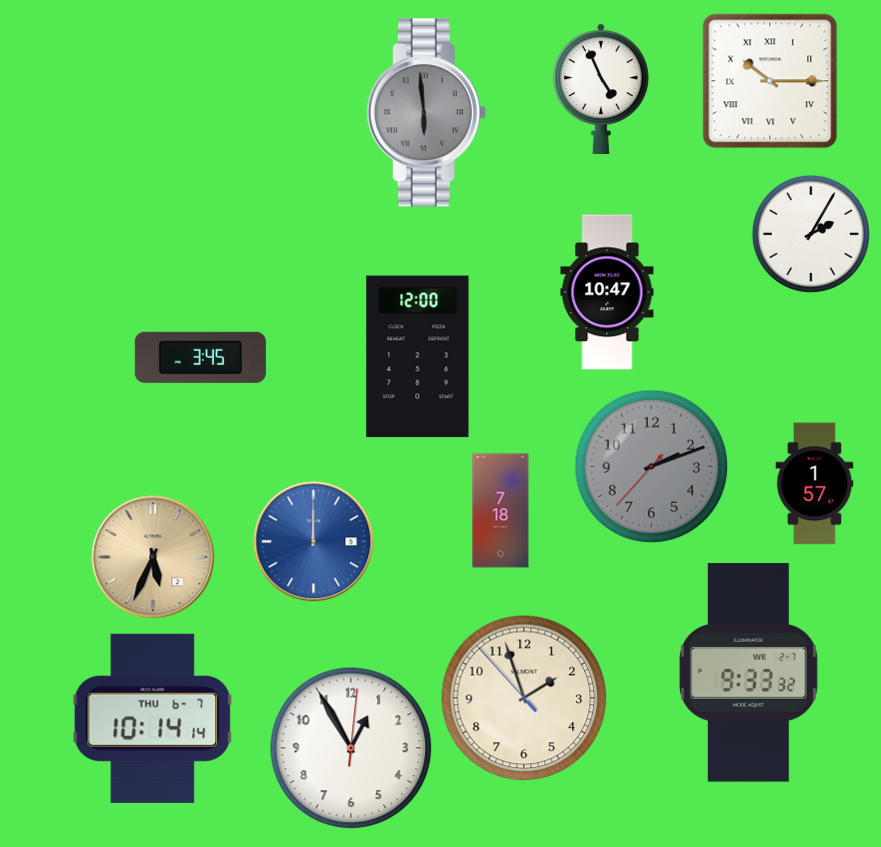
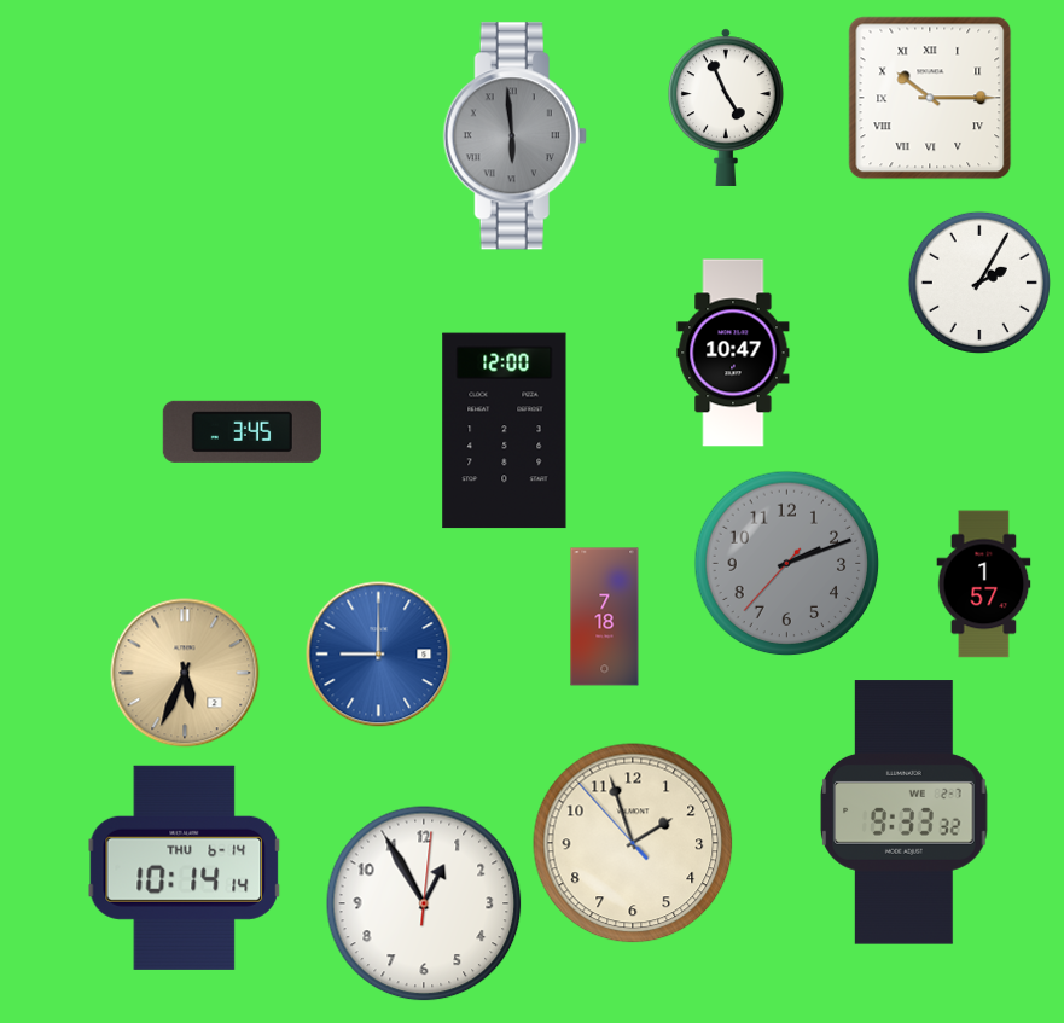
clock at (314, 542): 12:00 -> 9:00
clock at (153, 718) date: THU 6-7 -> THU 6-14
